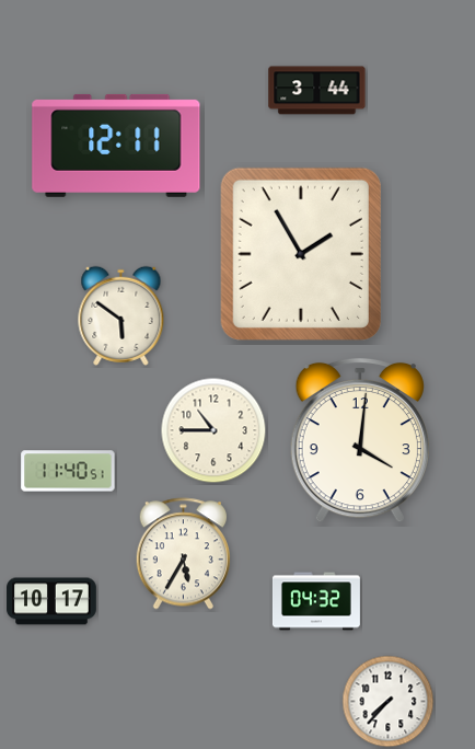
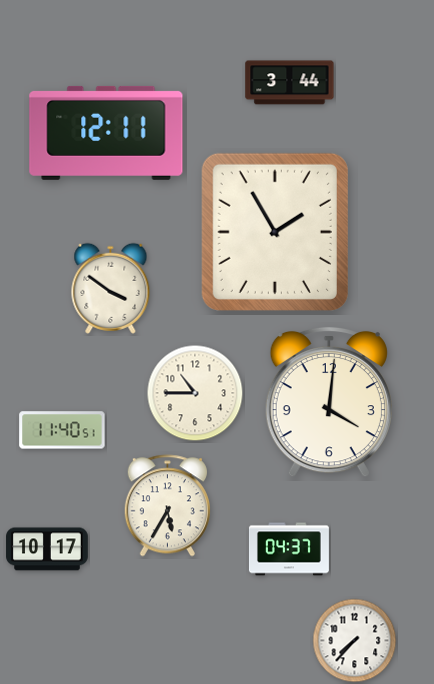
clock at (121, 315): 5:51 -> 3:51
clock at (316, 601): 04:32 -> 04:37
